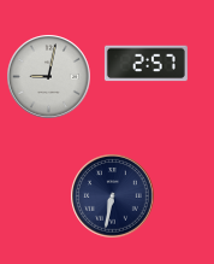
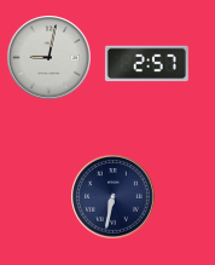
clock at (49, 77) position: (49, 77) -> (50, 58)
